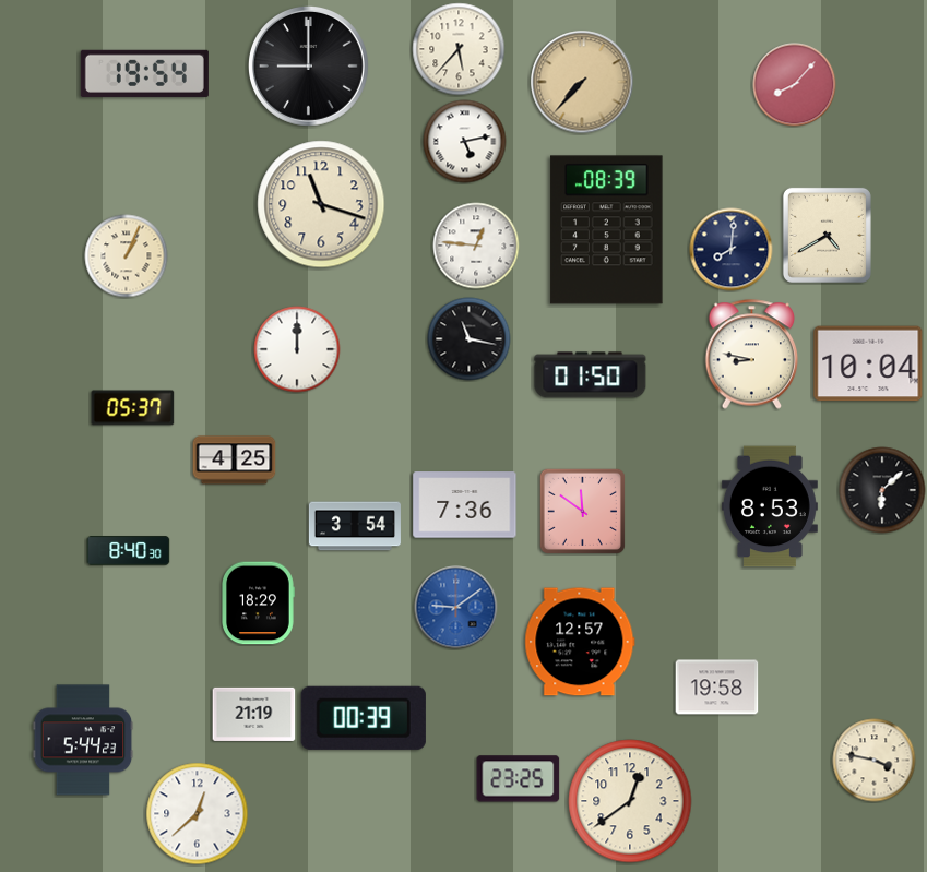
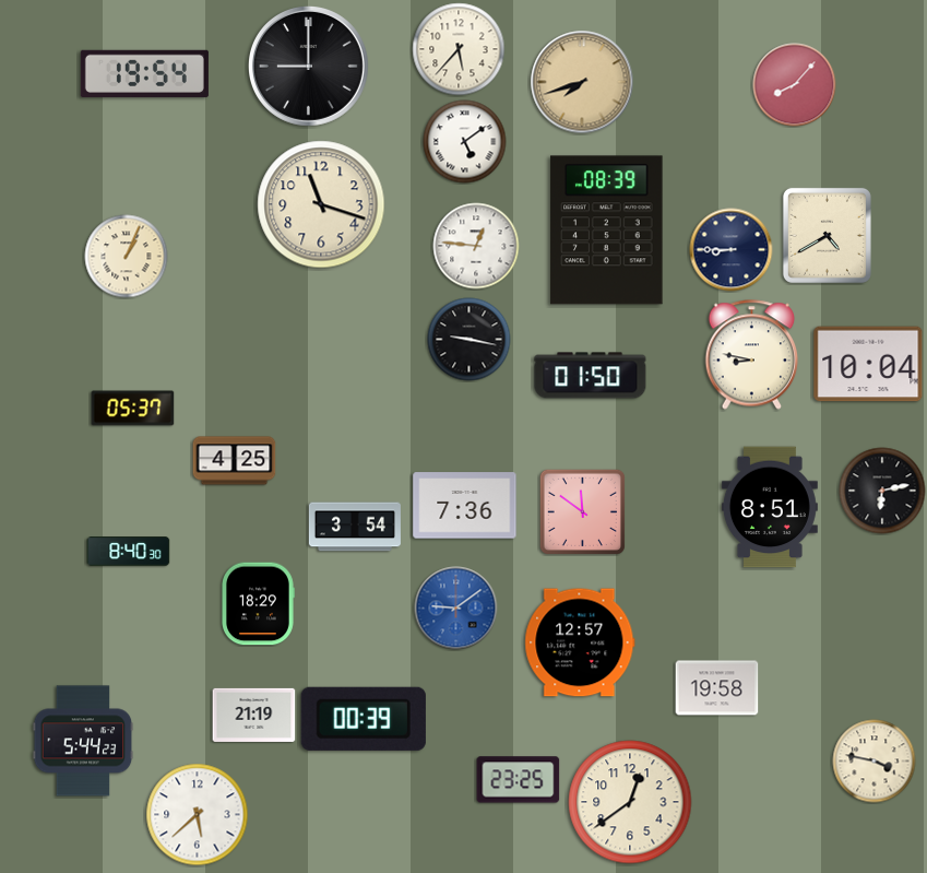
clock at (582, 82): 7:37 -> 7:42
clock at (465, 142): 5:13 -> 5:09
clock at (732, 250): 8:01 -> 8:45
clock at (470, 339): 11:17 -> 9:17
clock at (297, 349): 12:00 -> none
clock at (882, 490): 6:08 -> 6:13
clock at (770, 506): 8:53 -> 8:51
clock at (198, 814): 12:38 -> 5:38
